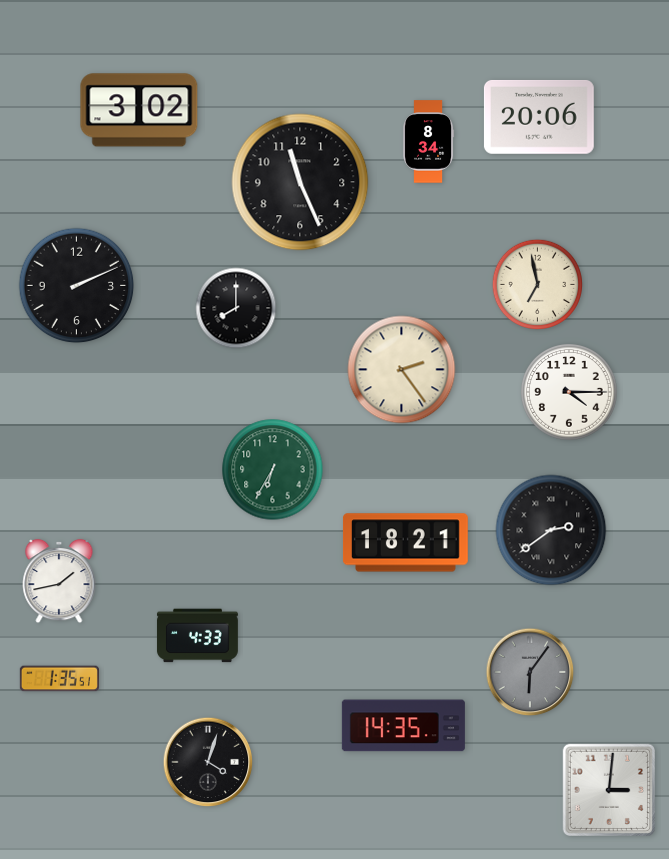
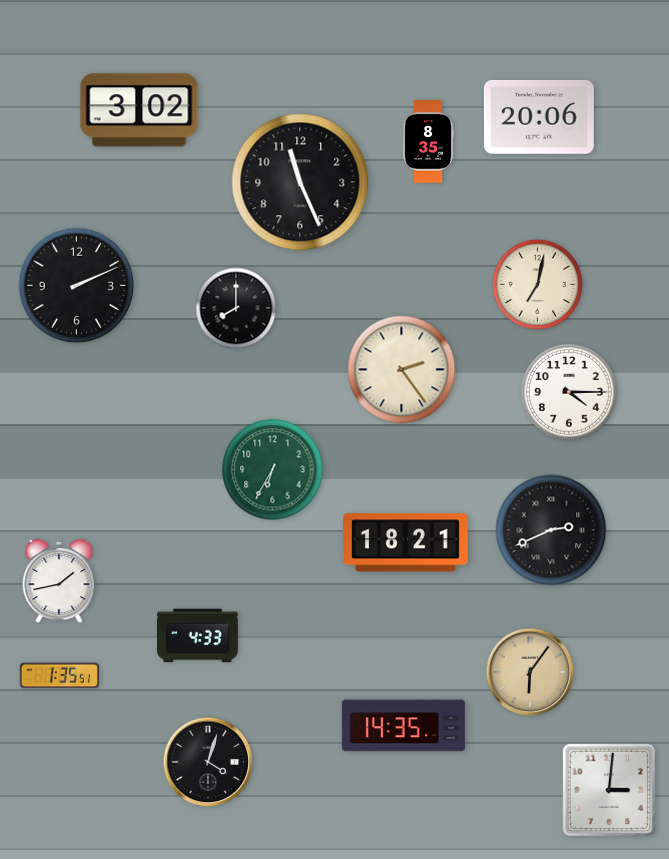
clock at (428, 142): 8:34 -> 8:35
clock at (538, 285): 6:58 -> 7:02
clock at (551, 530): 2:39 -> 2:41
clock at (530, 672) dial: grey -> champagne
clock at (59, 679) position: (59, 679) -> (59, 676)
